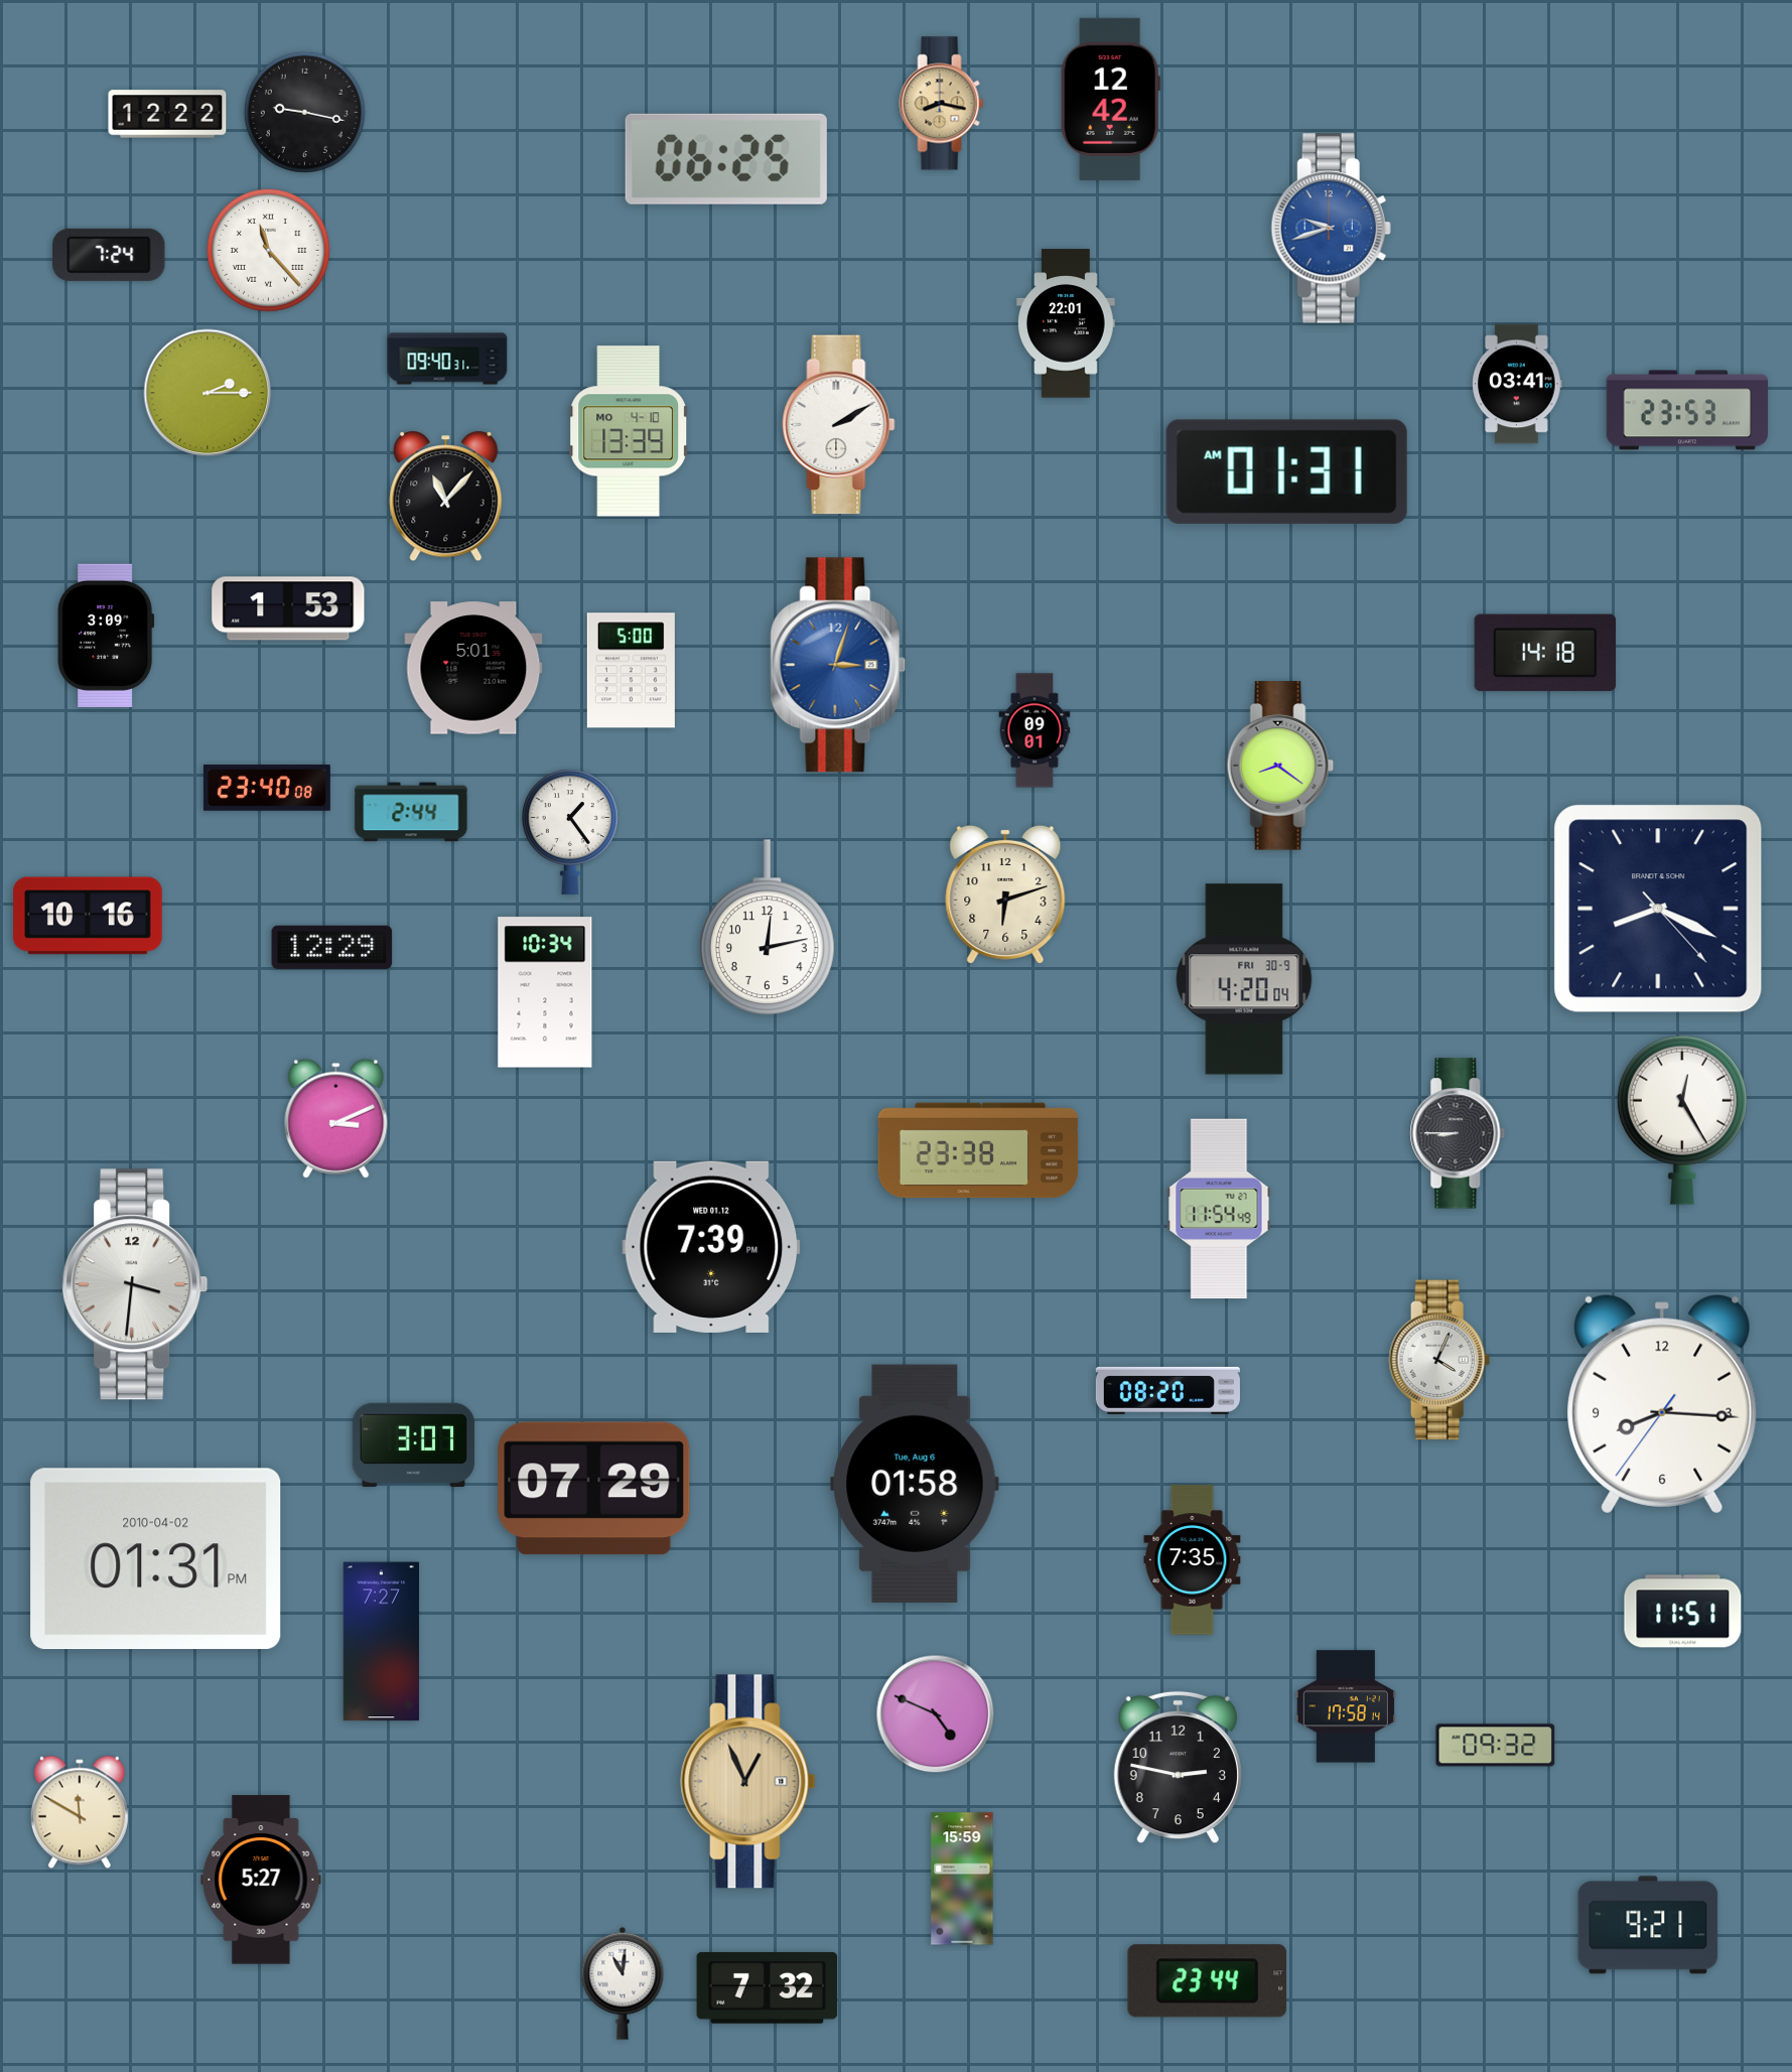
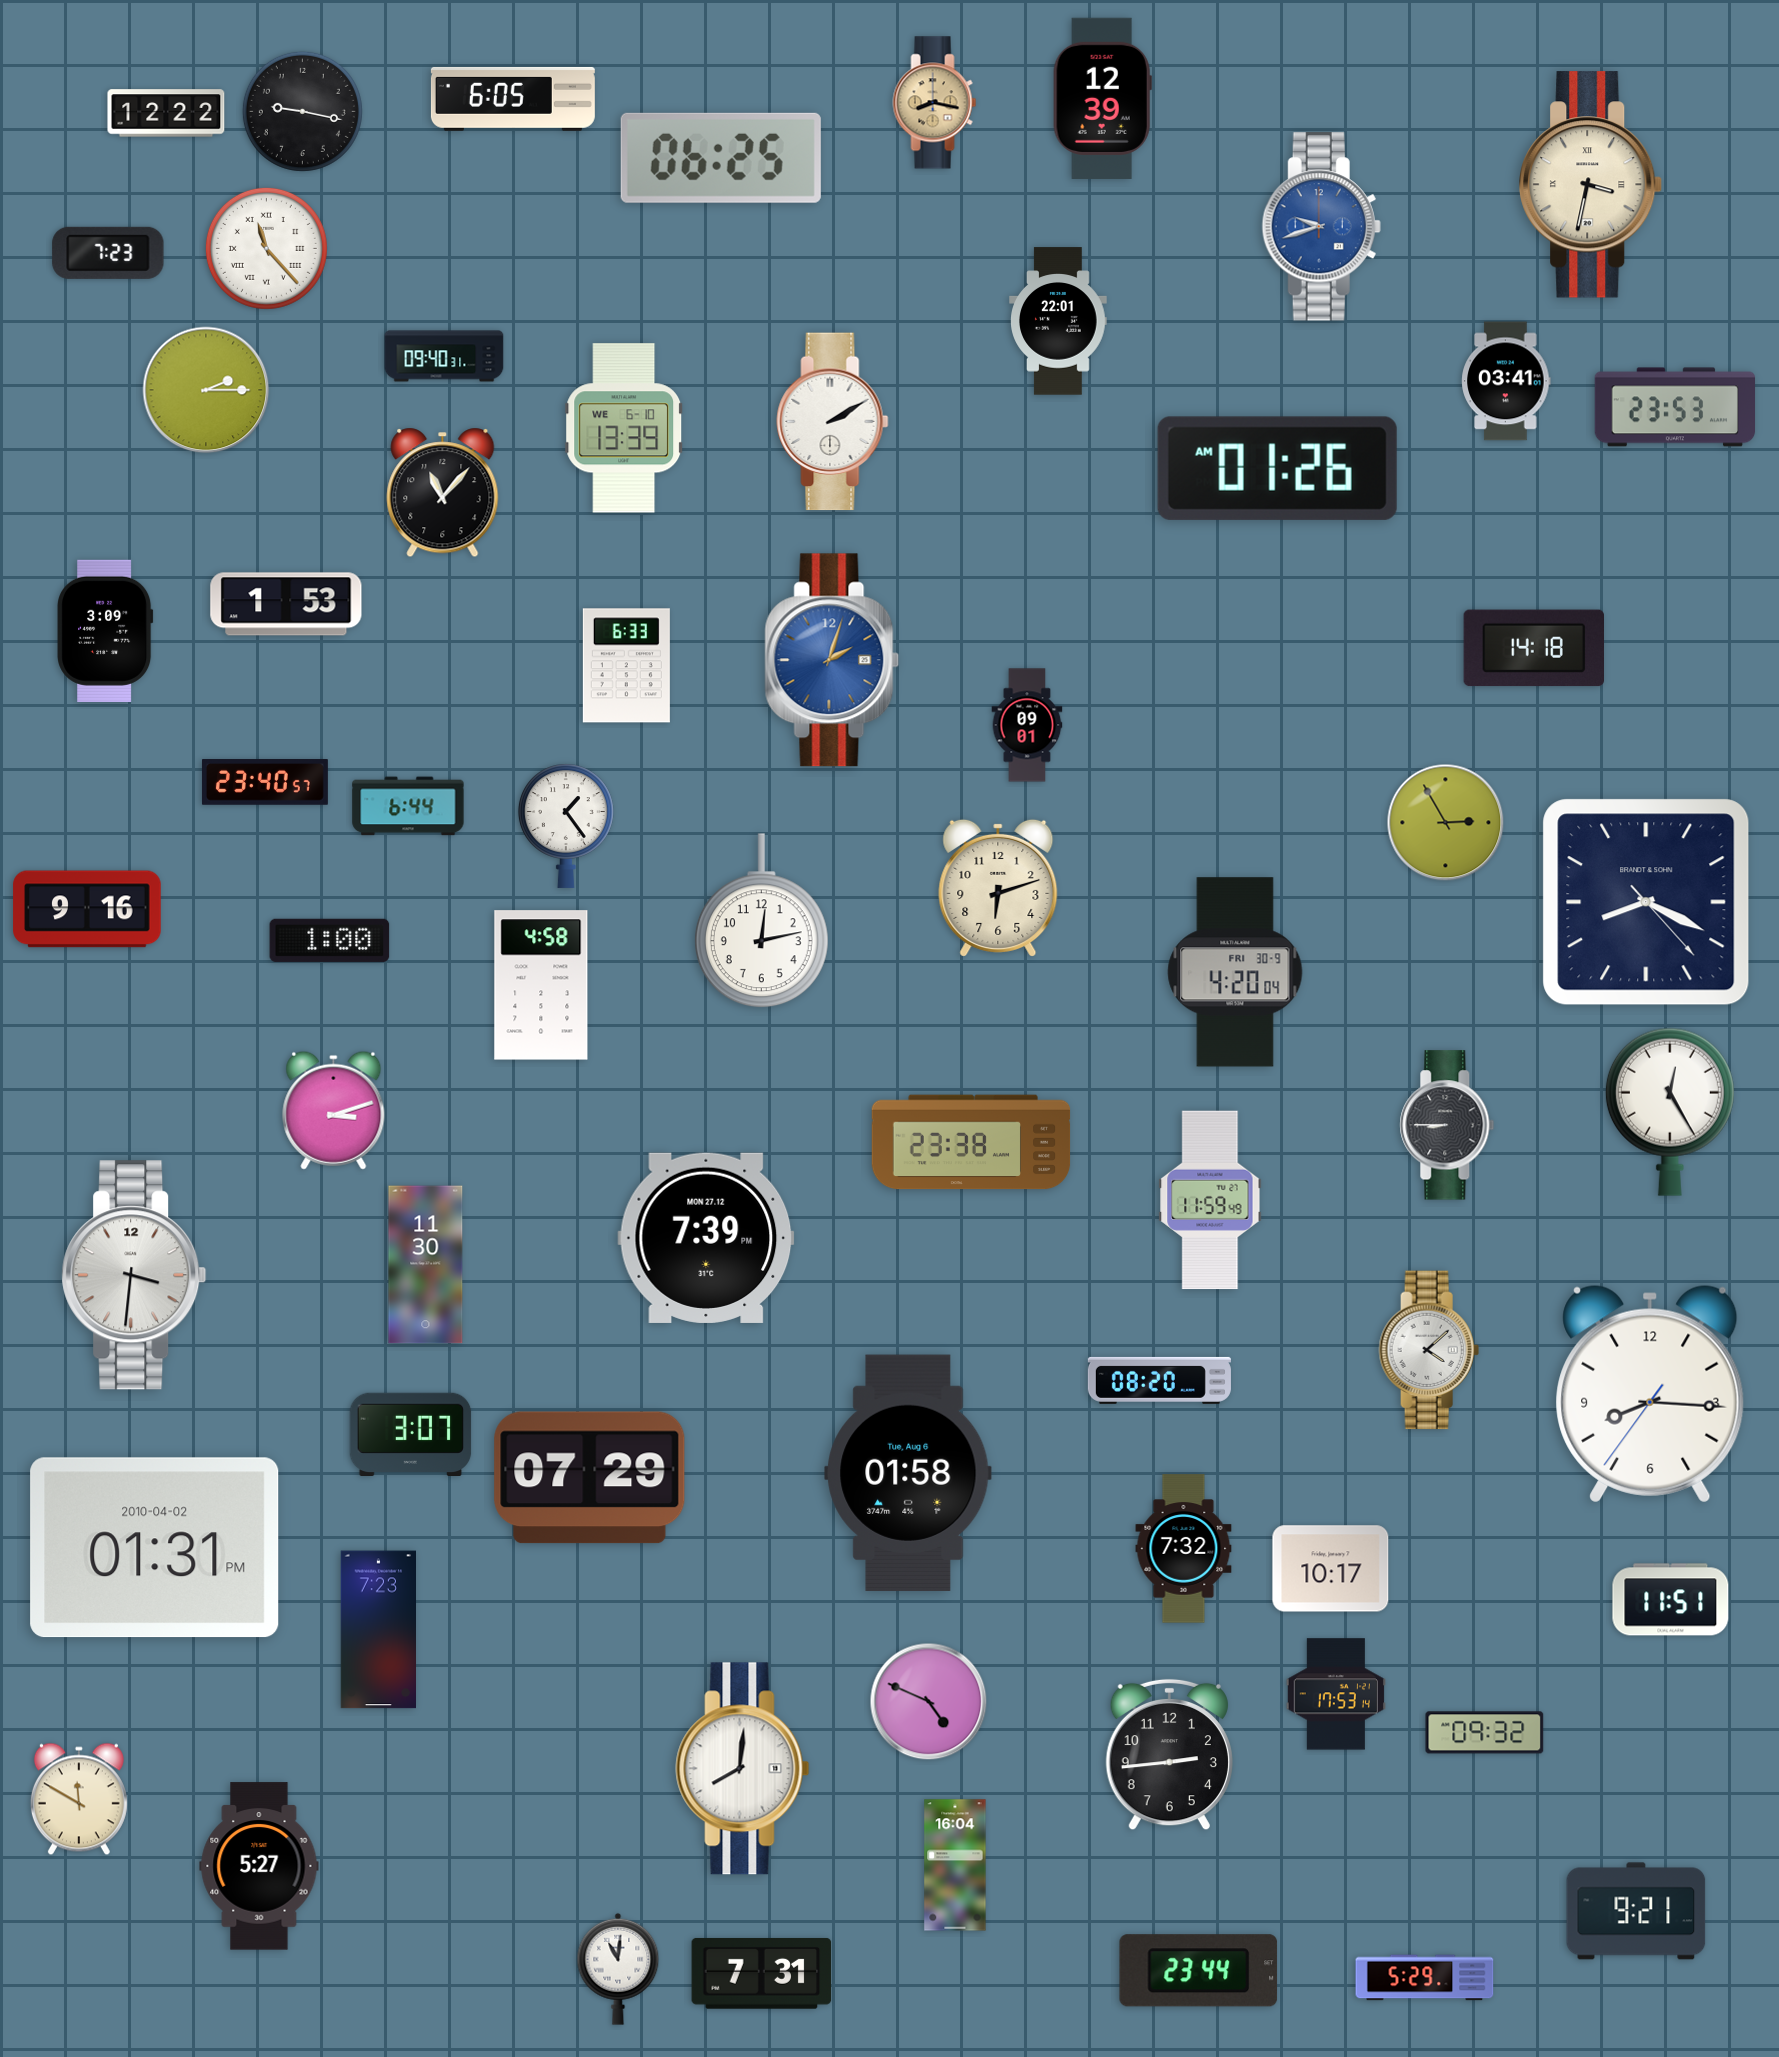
clock at (1110, 99): 12:42 -> 12:39
clock at (513, 99): none -> 6:05
clock at (1591, 185): none -> 3:32
clock at (109, 255): 7:24 -> 7:23
clock at (630, 431) date: MO 4-10 -> WE 6-10
clock at (1286, 471): 01:31 -> 01:26
clock at (838, 665): 3:03 -> 2:03
clock at (473, 668): 5:01 -> none
clock at (631, 671): 5:00 -> 6:33
clock at (1280, 766): 8:21 -> none
clock at (267, 788): 23:40:08 -> 23:40:57
clock at (411, 812): 2:44 -> 6:44
clock at (1446, 823): none -> 2:55
clock at (88, 916): 10:16 -> 9:16
clock at (332, 947): 12:29 -> 1:00
clock at (545, 992): 10:34 -> 4:58
clock at (336, 1118): 3:11 -> 3:12
clock at (1219, 1209): 11:54 -> 11:59
clock at (711, 1247) date: WED 01.12 -> MON 27.12
clock at (426, 1265): none -> 11:30
clock at (1439, 1360): 4:04 -> 4:08
clock at (1193, 1560): 7:35 -> 7:32
clock at (1331, 1569): none -> 10:17
clock at (382, 1642): 7:27 -> 7:23
clock at (1346, 1706): 17:58 -> 17:53
clock at (1178, 1768): 2:47 -> 2:44
clock at (748, 1782): 12:56 -> 8:01
clock at (748, 1782) dial: champagne -> white
clock at (962, 1879): 15:59 -> 16:04
clock at (1208, 1981) position: (1208, 1981) -> (1199, 1971)
clock at (768, 1987): 7:32 -> 7:31
clock at (1425, 1978): none -> 5:29
